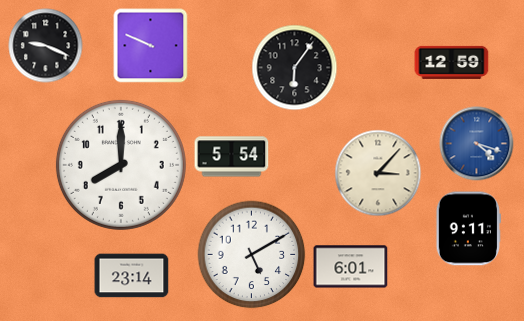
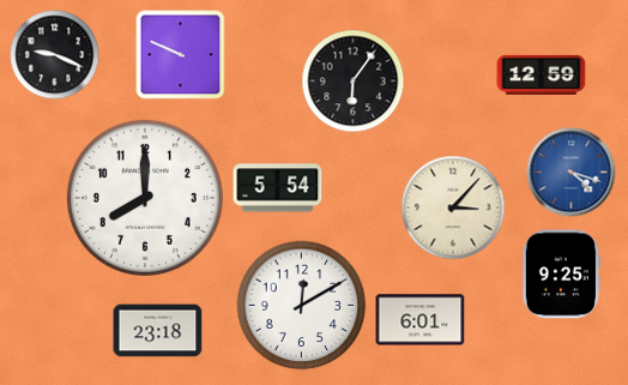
clock at (468, 229): 9:11 -> 9:25
clock at (252, 255): 5:10 -> 12:10
clock at (132, 276): 23:14 -> 23:18
